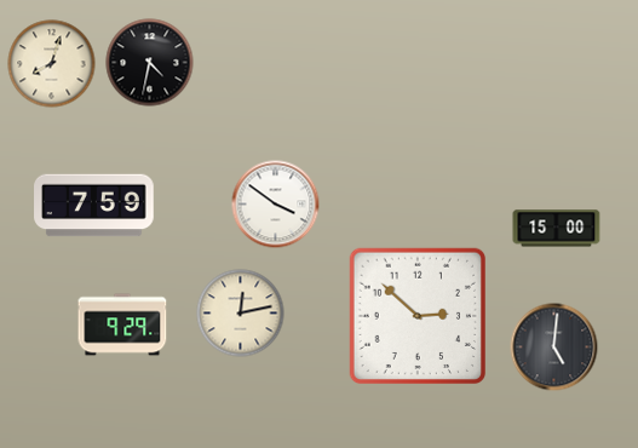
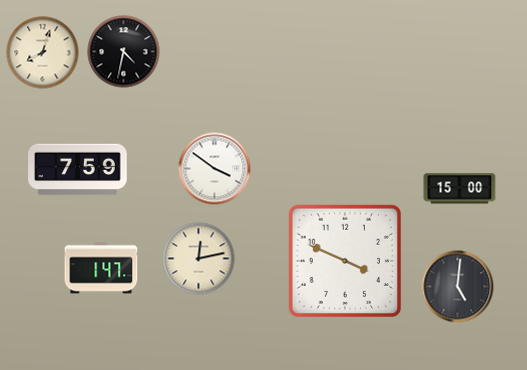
clock at (276, 205) position: (276, 205) -> (215, 169)
clock at (416, 315): 2:52 -> 3:49
clock at (122, 324): 9:29 -> 1:47
